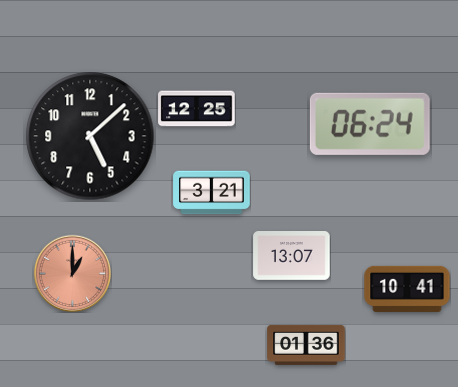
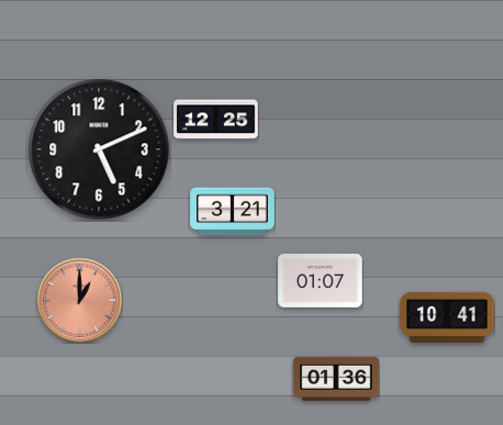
clock at (370, 124): 06:24 -> none
clock at (90, 136): 5:08 -> 5:11
clock at (292, 256): 13:07 -> 01:07
